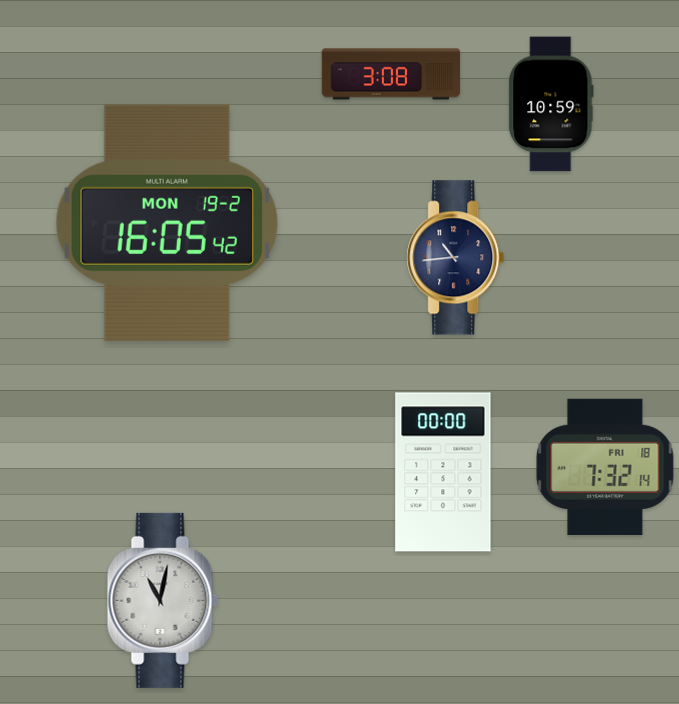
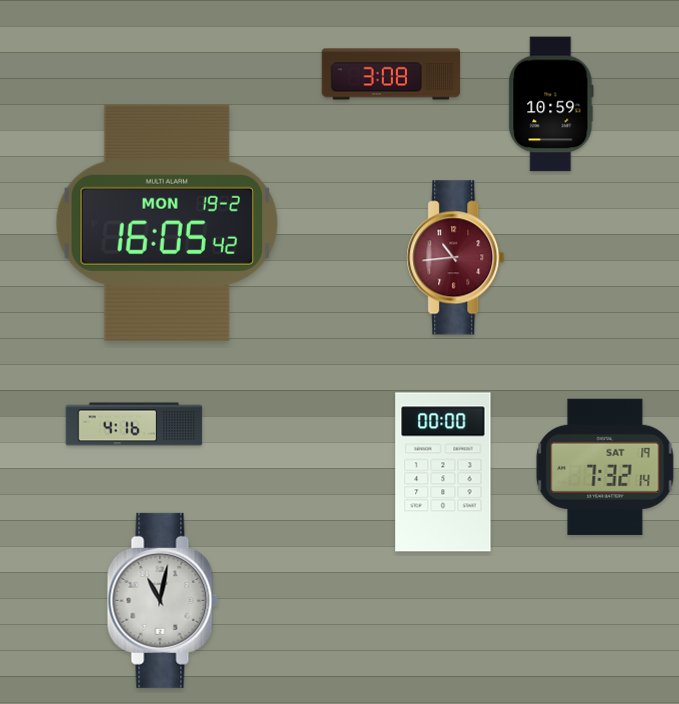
clock at (456, 258) dial: navy -> burgundy
clock at (134, 424): none -> 4:16
clock at (605, 467) date: FRI 18 -> SAT 19
